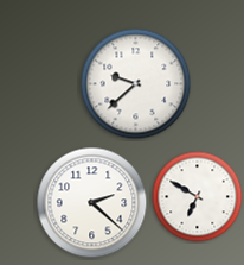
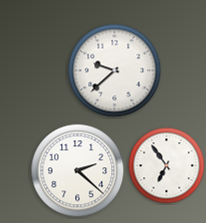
clock at (198, 197): 6:50 -> 6:54
